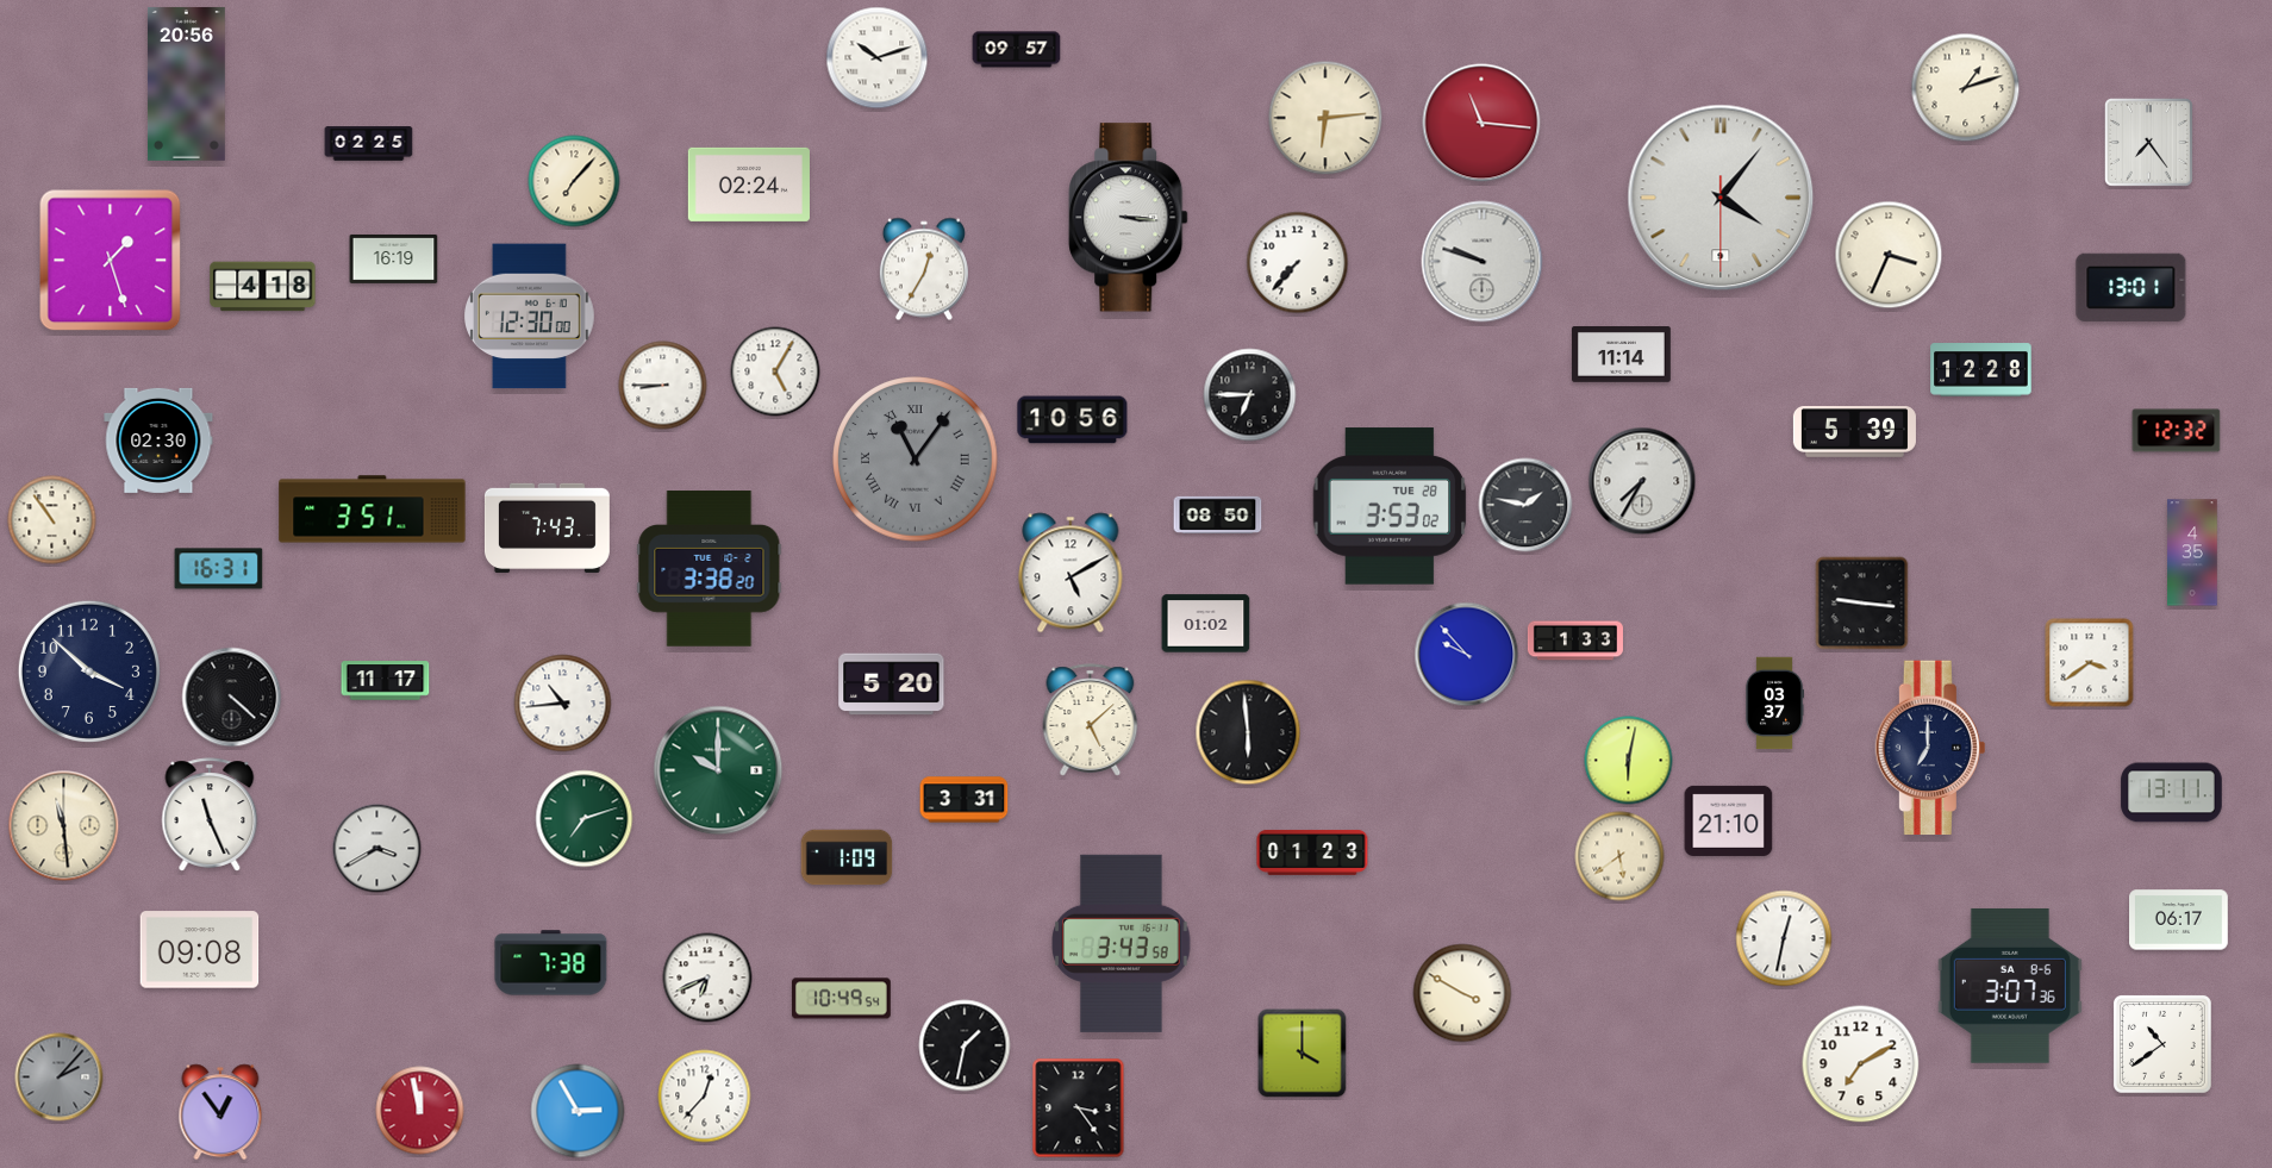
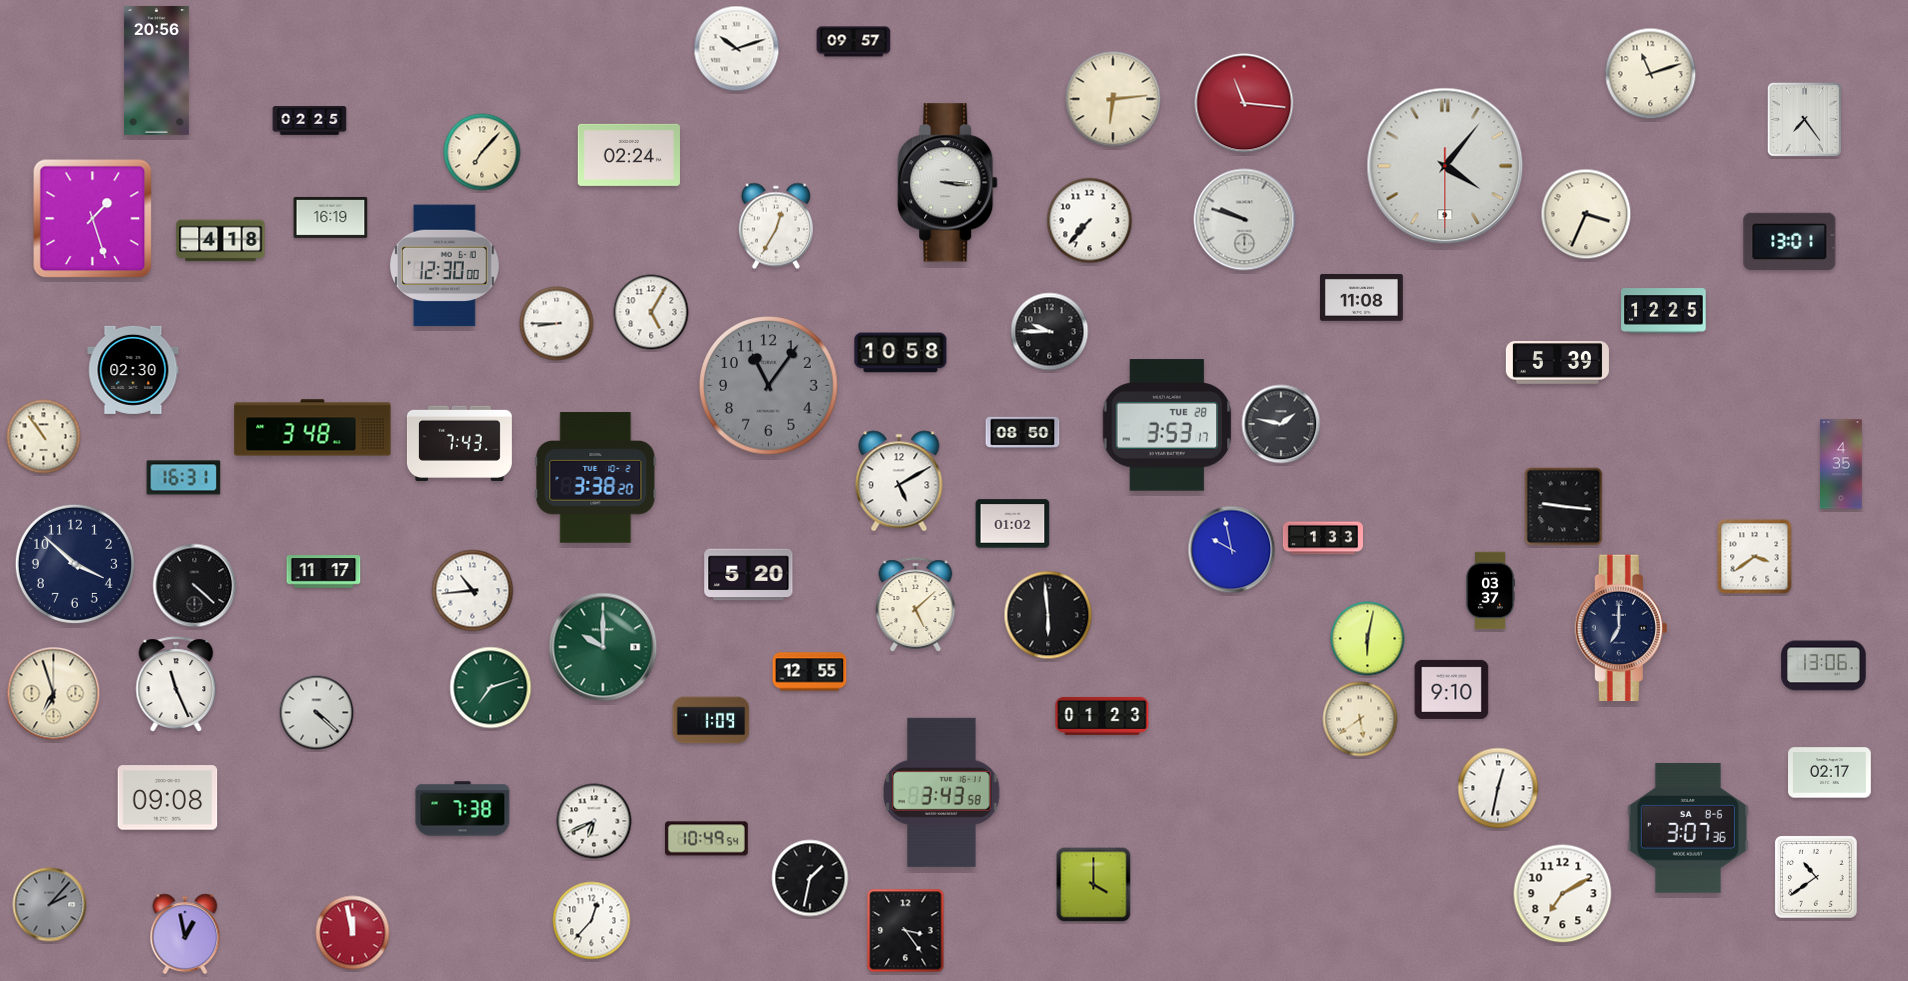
clock at (1966, 88): 1:12 -> 11:12
clock at (1622, 355): 11:14 -> 11:08
clock at (1981, 370): 12:28 -> 12:25
clock at (1250, 395): 6:45 -> 9:45
clock at (1073, 420): 10:56 -> 10:58
clock at (2177, 431): 12:32 -> none
clock at (916, 460) numerals: Roman -> Arabic
clock at (1642, 481): 7:35 -> none
clock at (1390, 506): 3:53:02 -> 3:53:17
clock at (373, 510): 3:51 -> 3:48
clock at (1467, 655): 9:53 -> 9:58
clock at (2172, 793): 13:11 -> 13:06
clock at (965, 800): 3:31 -> 12:55
clock at (1729, 820): 21:10 -> 9:10
clock at (64, 826): 11:29 -> 6:57
clock at (377, 849): 3:40 -> 4:22
clock at (2179, 920): 06:17 -> 02:17
clock at (1462, 993): 3:50 -> none
clock at (578, 1111): 2:55 -> none
clock at (220, 1112): 12:54 -> 12:58
